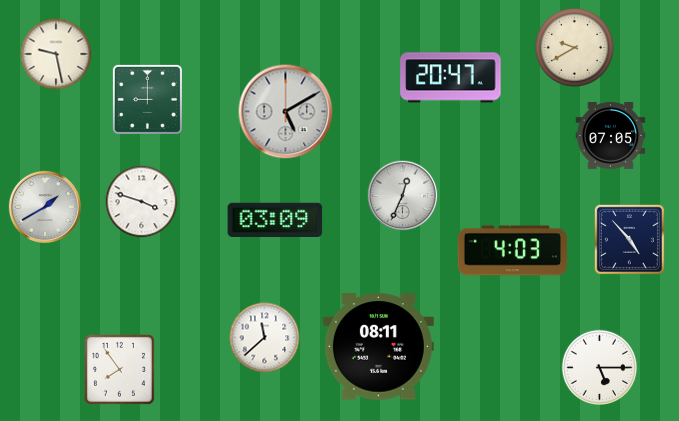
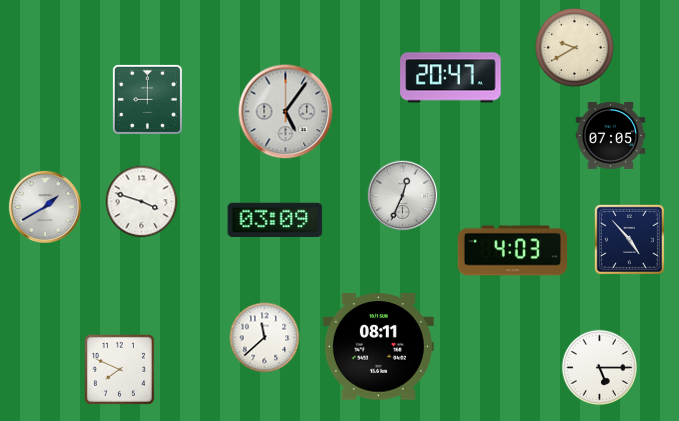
clock at (56, 54): 9:28 -> none
clock at (286, 112): 5:10 -> 5:06
clock at (119, 369): 7:54 -> 7:49
